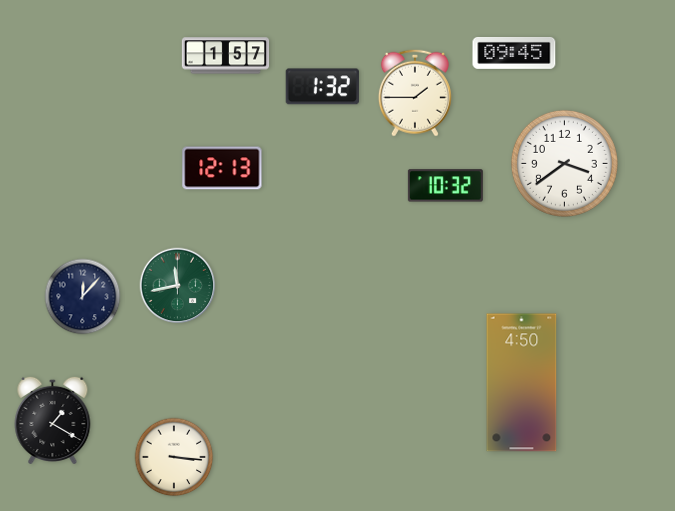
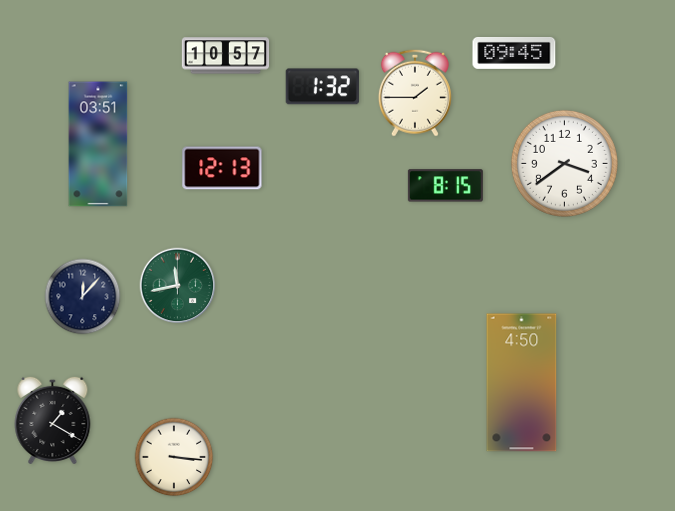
clock at (226, 56): 1:57 -> 10:57
clock at (98, 144): none -> 03:51
clock at (445, 186): 10:32 -> 8:15
